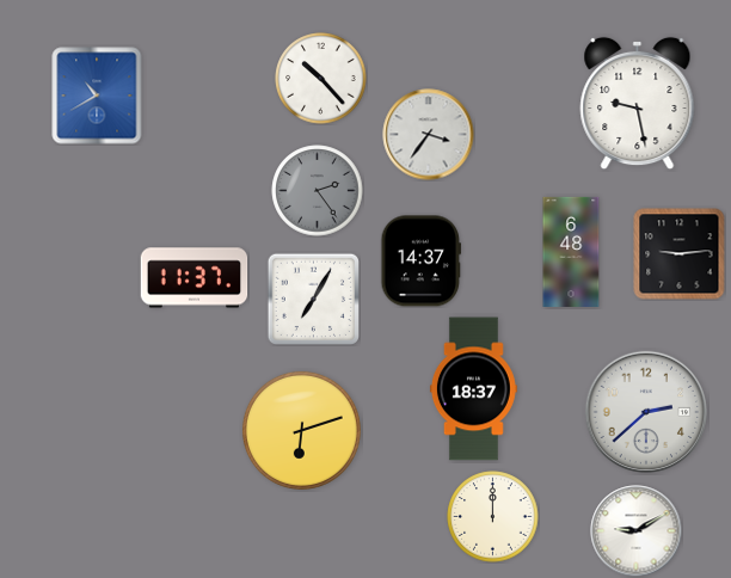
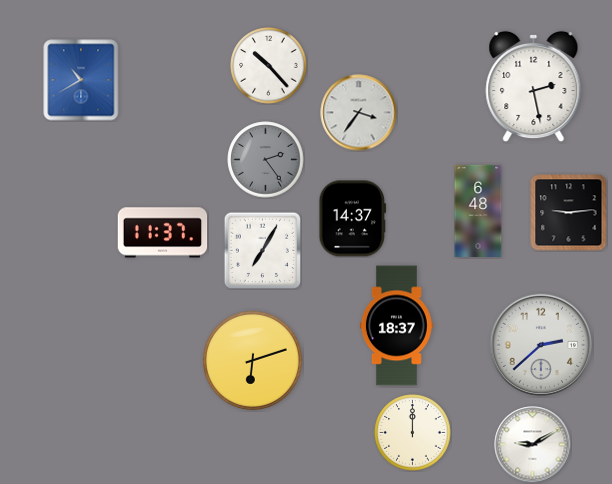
clock at (638, 104): 9:28 -> 2:28
